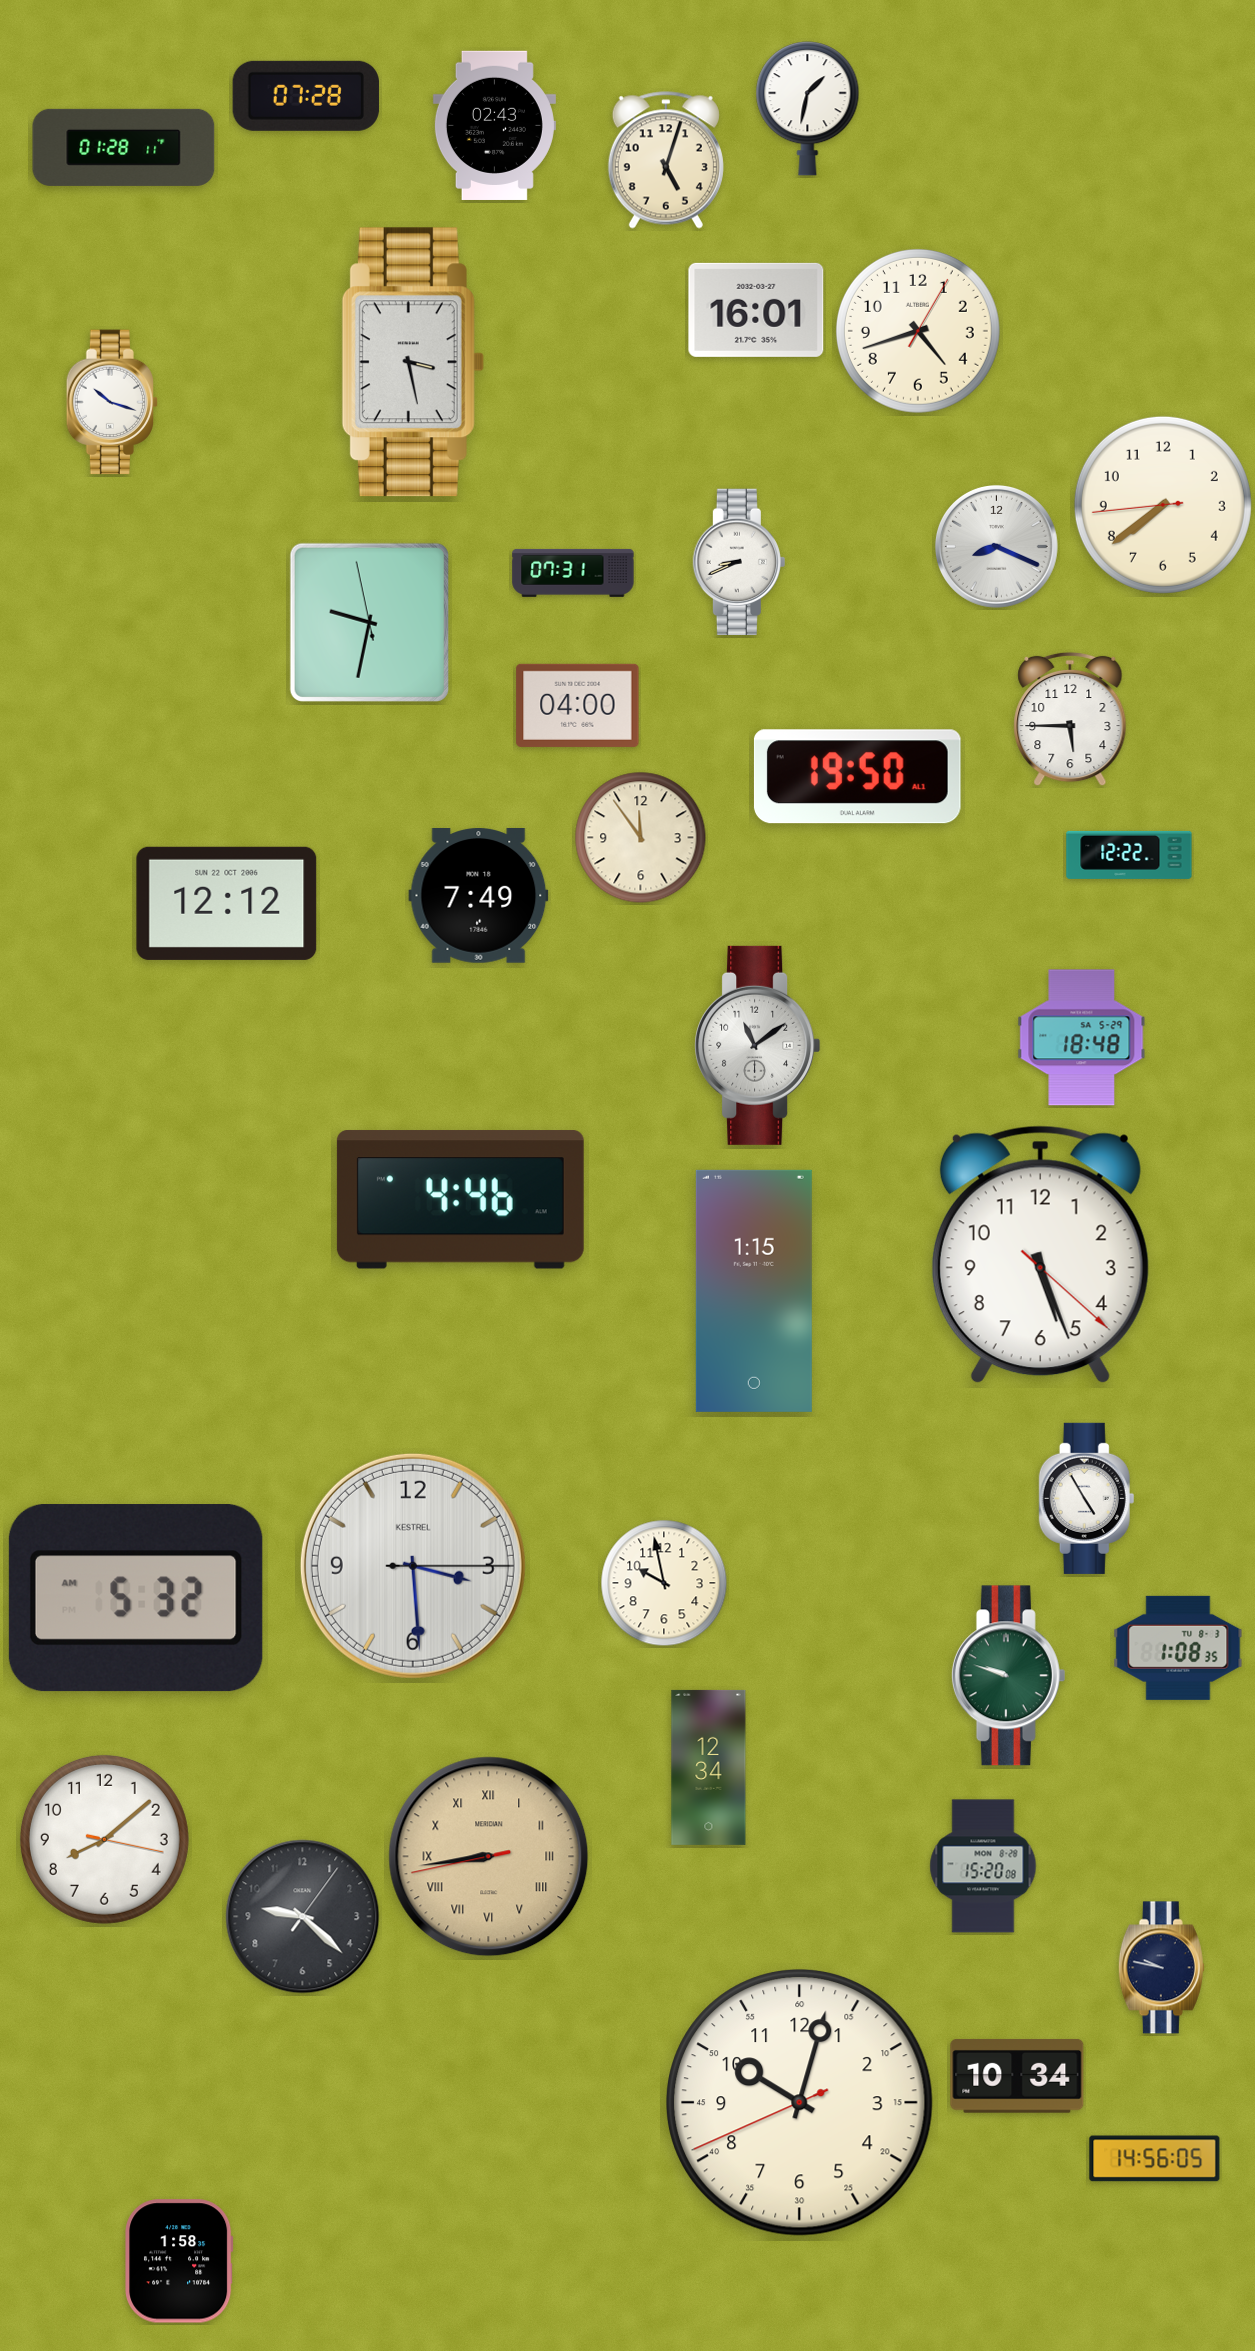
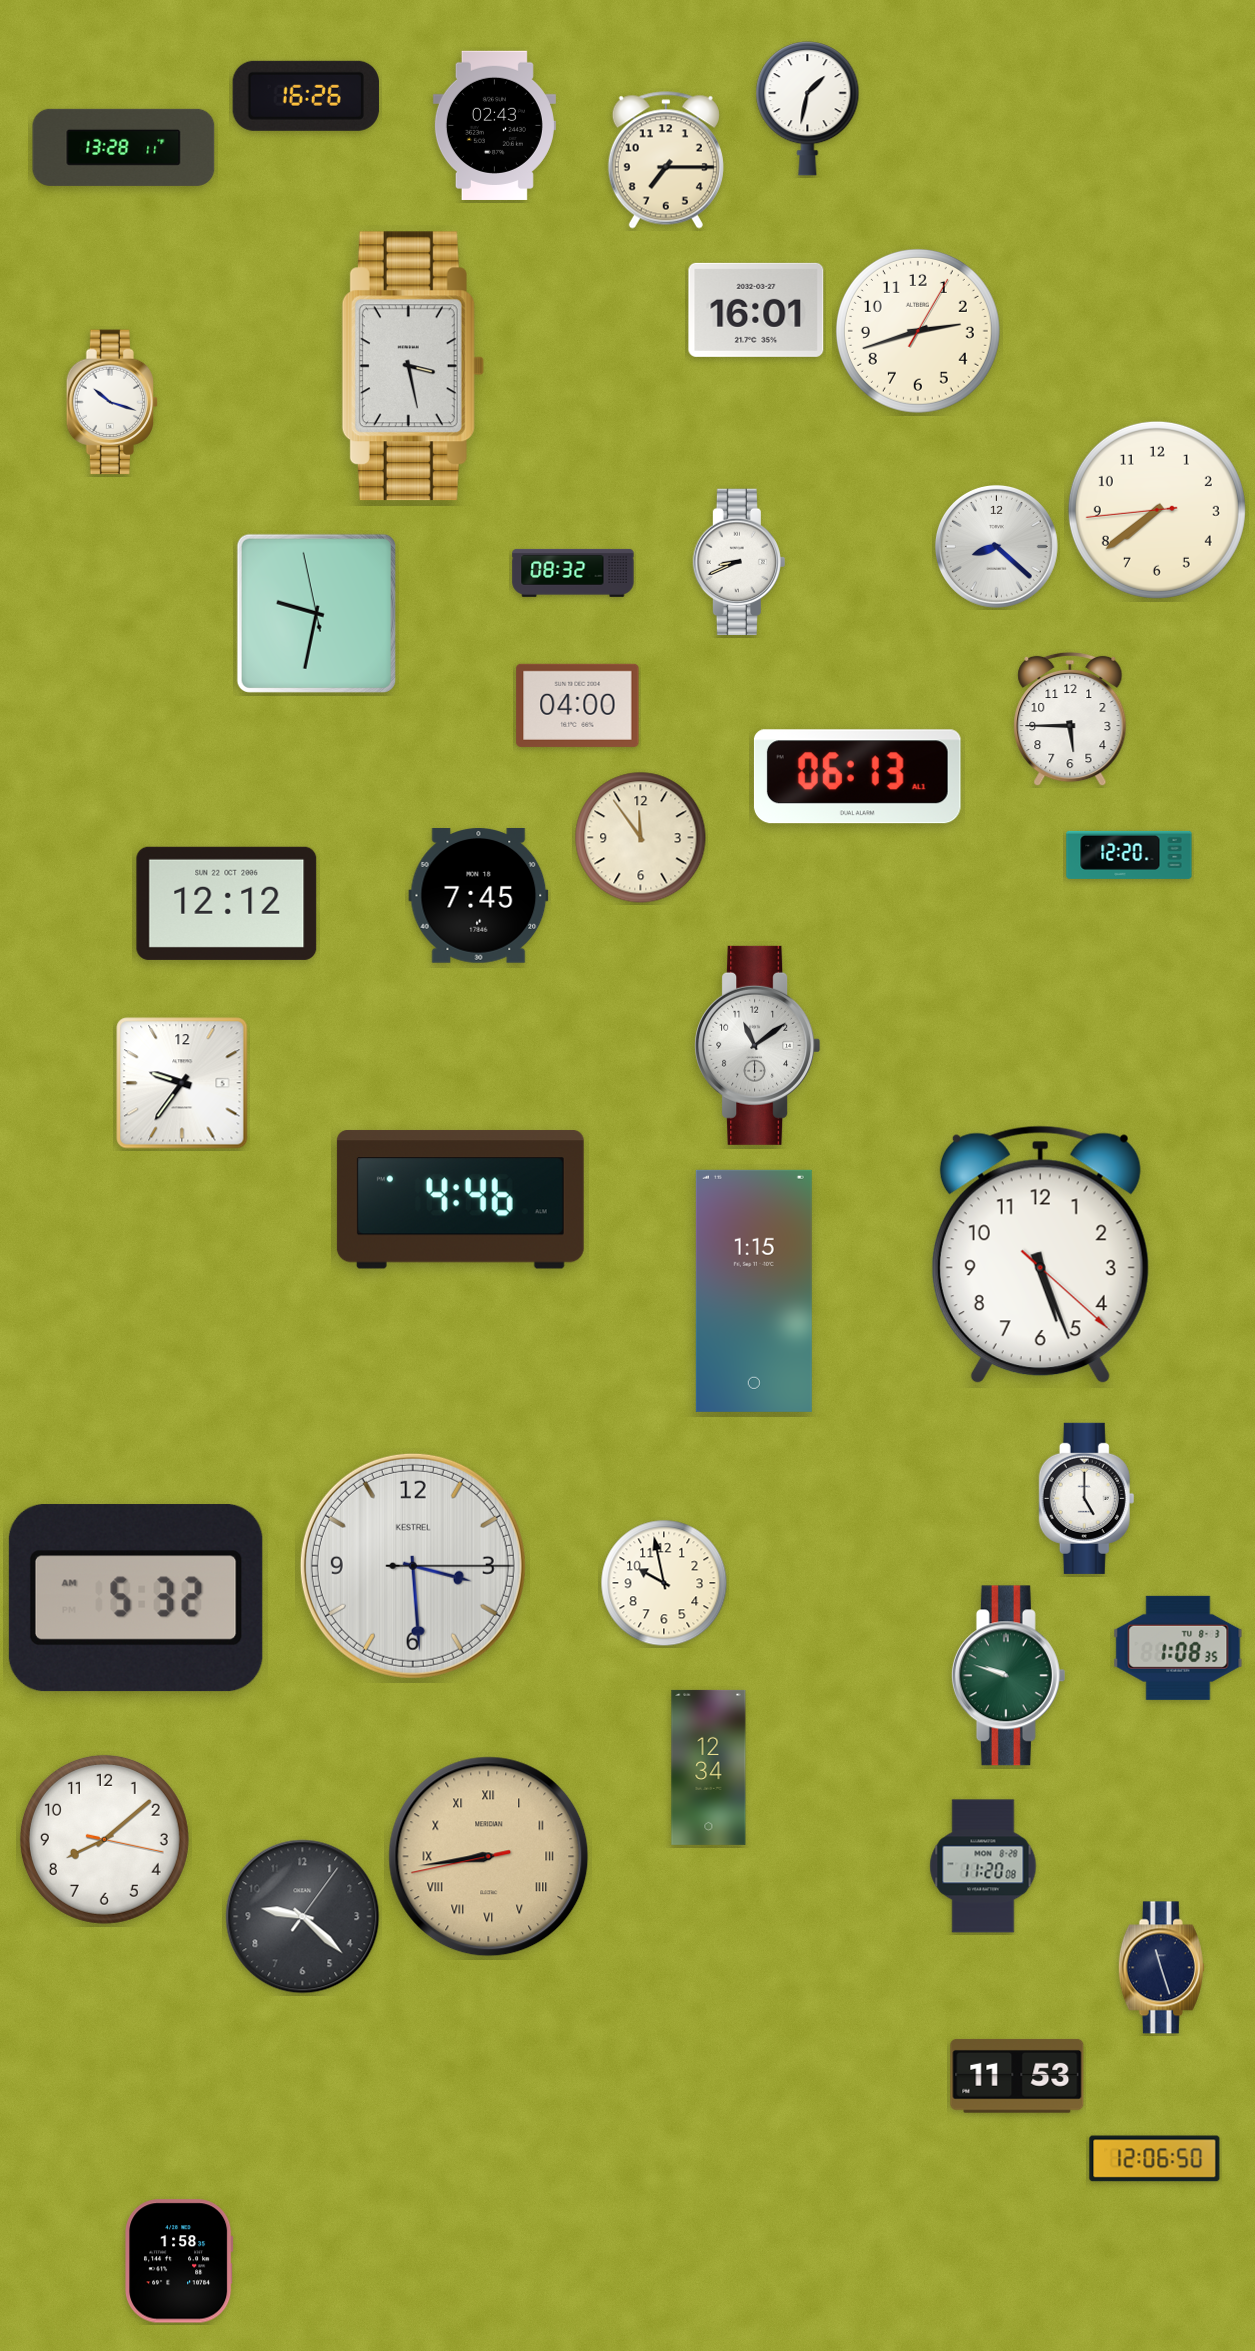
clock at (306, 96): 07:28 -> 16:26
clock at (124, 147): 01:28 -> 13:28
clock at (666, 160): 5:03 -> 7:15
clock at (918, 331): 4:42 -> 2:42
clock at (413, 362) position: (413, 362) -> (413, 366)
clock at (1163, 505) position: (1163, 505) -> (1157, 510)
clock at (996, 546): 8:19 -> 8:22
clock at (573, 573): 07:31 -> 08:32
clock at (369, 622) position: (369, 622) -> (316, 613)
clock at (857, 777): 19:50 -> 06:13
clock at (1129, 855): 12:22 -> 12:20
clock at (479, 896): 7:49 -> 7:45
clock at (1082, 1038): 18:48 -> none
clock at (182, 1083): none -> 9:36
clock at (1087, 1498): 4:55 -> 5:00
clock at (983, 1866): 15:20 -> 11:20
clock at (1161, 1968): 9:47 -> 11:27
clock at (1017, 2077): 10:34 -> 11:53
clock at (800, 2103): 10:02 -> none
clock at (1155, 2159): 14:56 -> 12:06
